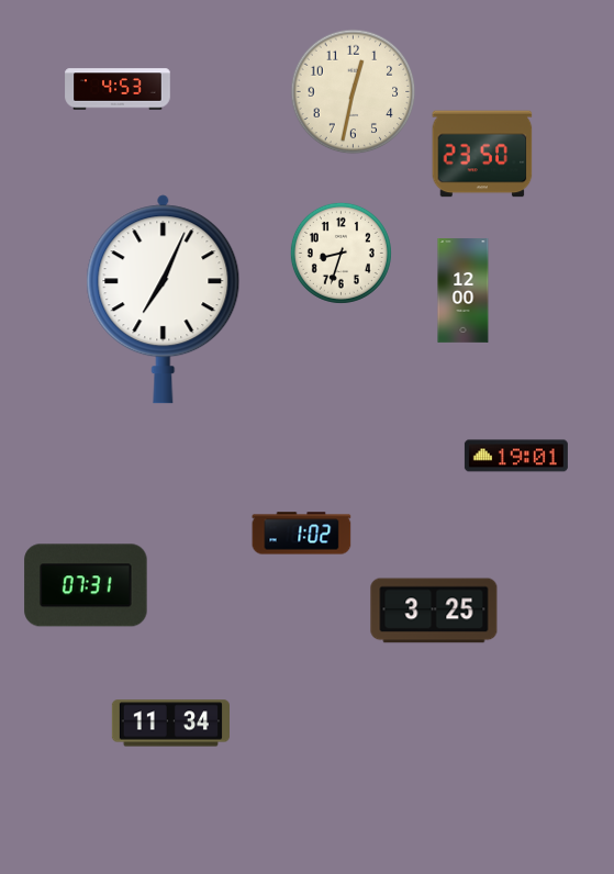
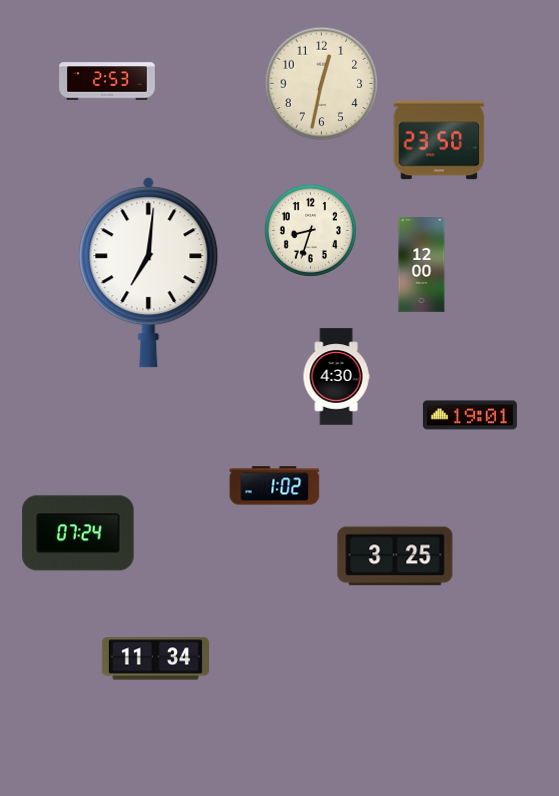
clock at (118, 89): 4:53 -> 2:53
clock at (164, 300): 7:04 -> 7:01
clock at (336, 377): none -> 4:30
clock at (86, 585): 07:31 -> 07:24
